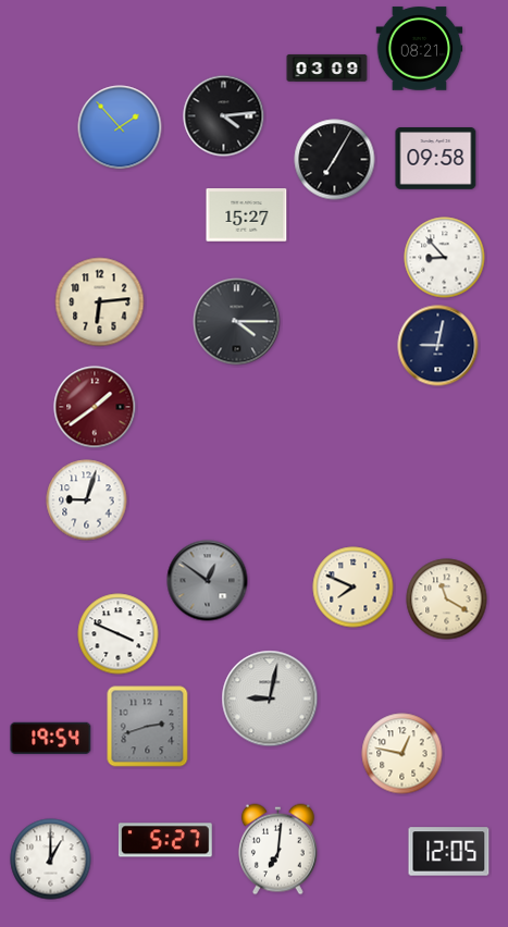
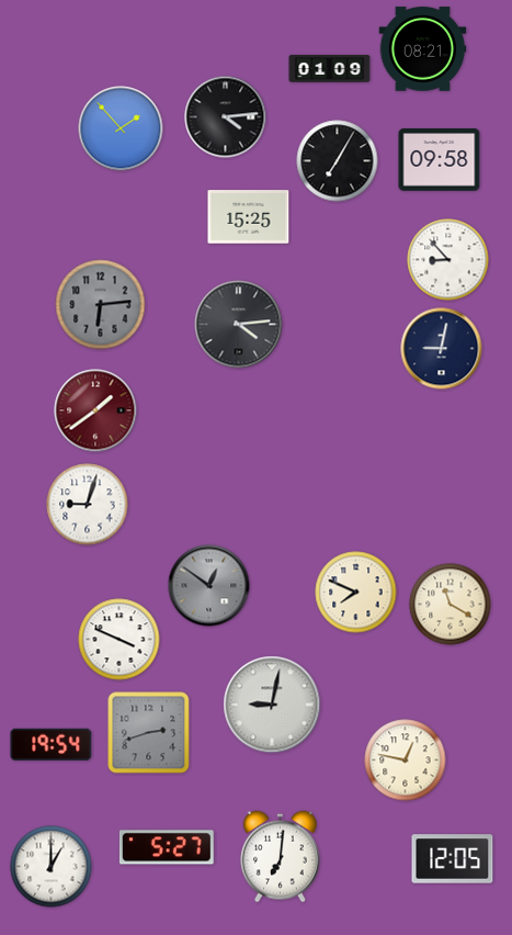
clock at (327, 67): 03:09 -> 01:09
clock at (247, 215): 15:27 -> 15:25
clock at (100, 302) dial: cream -> grey
clock at (237, 322): 4:15 -> 4:14
